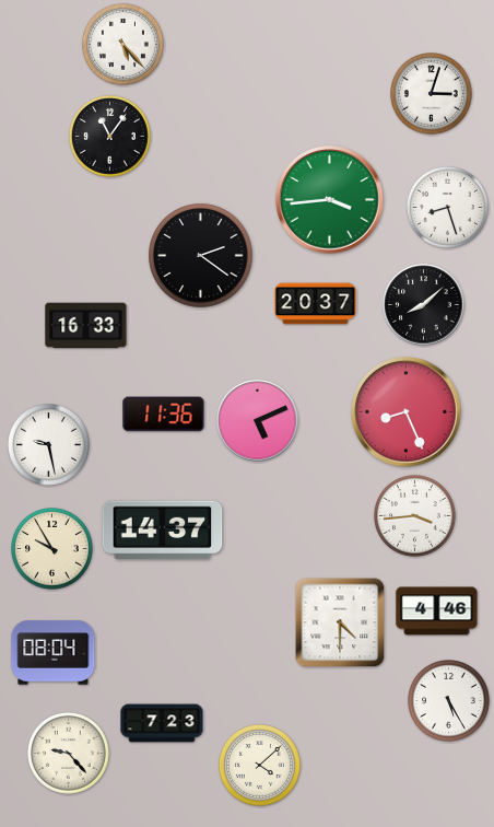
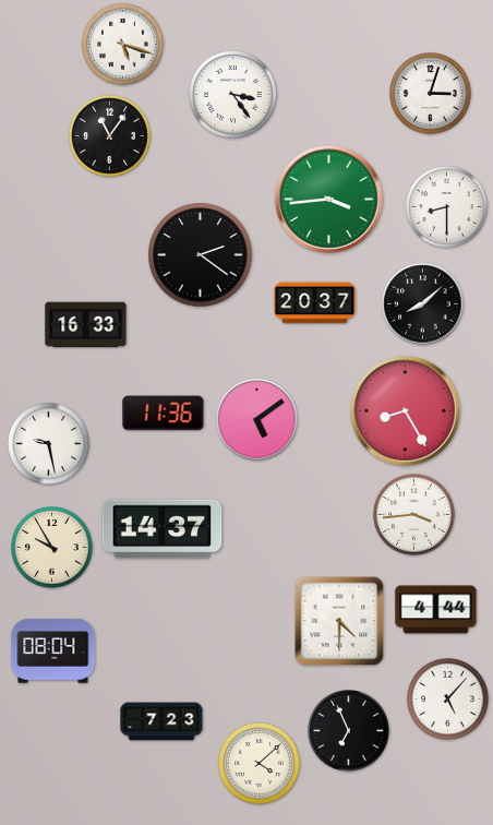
clock at (123, 45): 5:23 -> 5:18
clock at (233, 95): none -> 3:24
clock at (448, 208): 8:27 -> 8:30
clock at (407, 412): 8:26 -> 8:25
clock at (258, 421): 5:11 -> 5:09
clock at (437, 611): 4:46 -> 4:44
clock at (449, 701): 5:25 -> 5:07
clock at (349, 731): none -> 6:56
clock at (69, 754): 9:23 -> none
